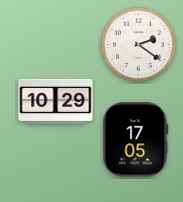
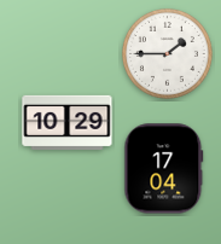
clock at (138, 44): 2:21 -> 1:45
clock at (136, 140): 17:05 -> 17:04
